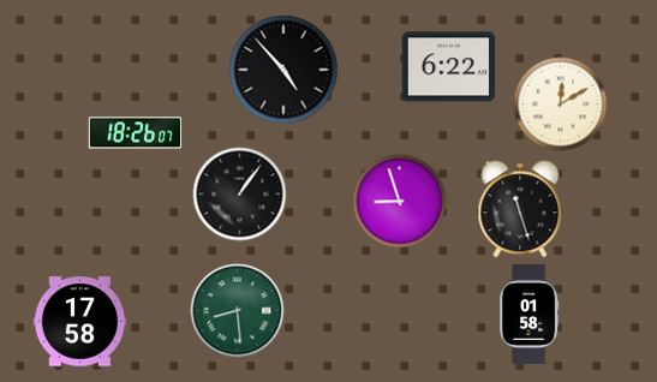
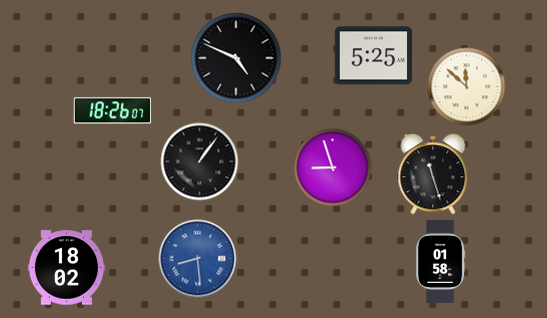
clock at (448, 67): 6:22 -> 5:25
clock at (283, 70): 4:53 -> 4:49
clock at (560, 103): 12:10 -> 11:52
clock at (237, 310) dial: green -> blue
clock at (79, 322): 17:58 -> 18:02
